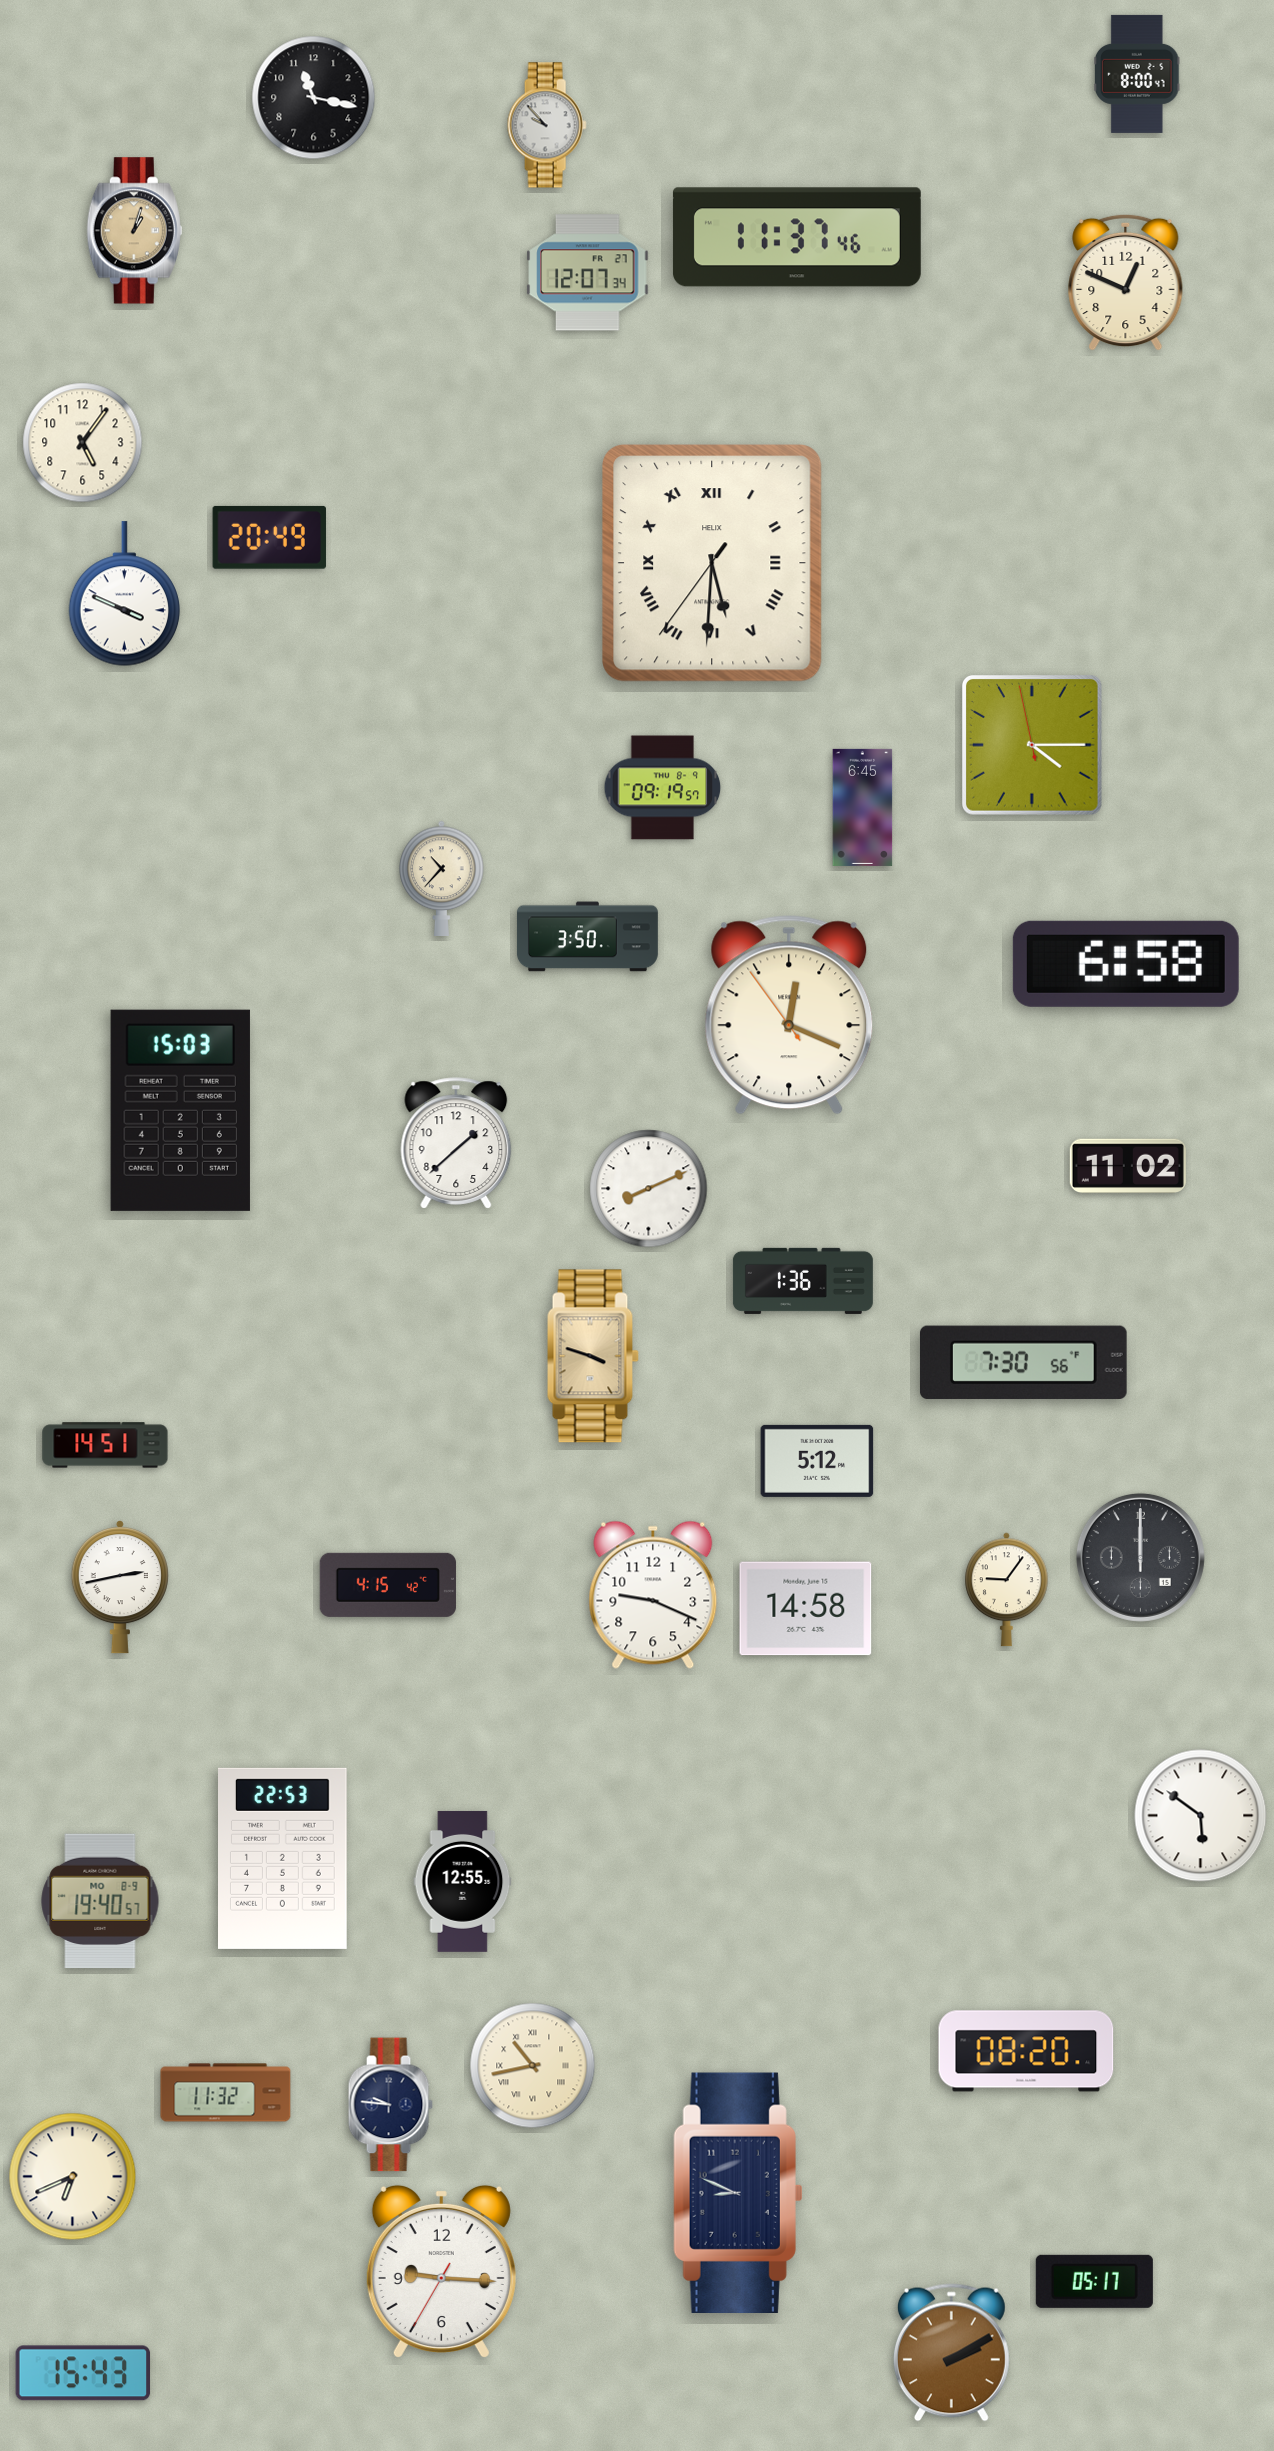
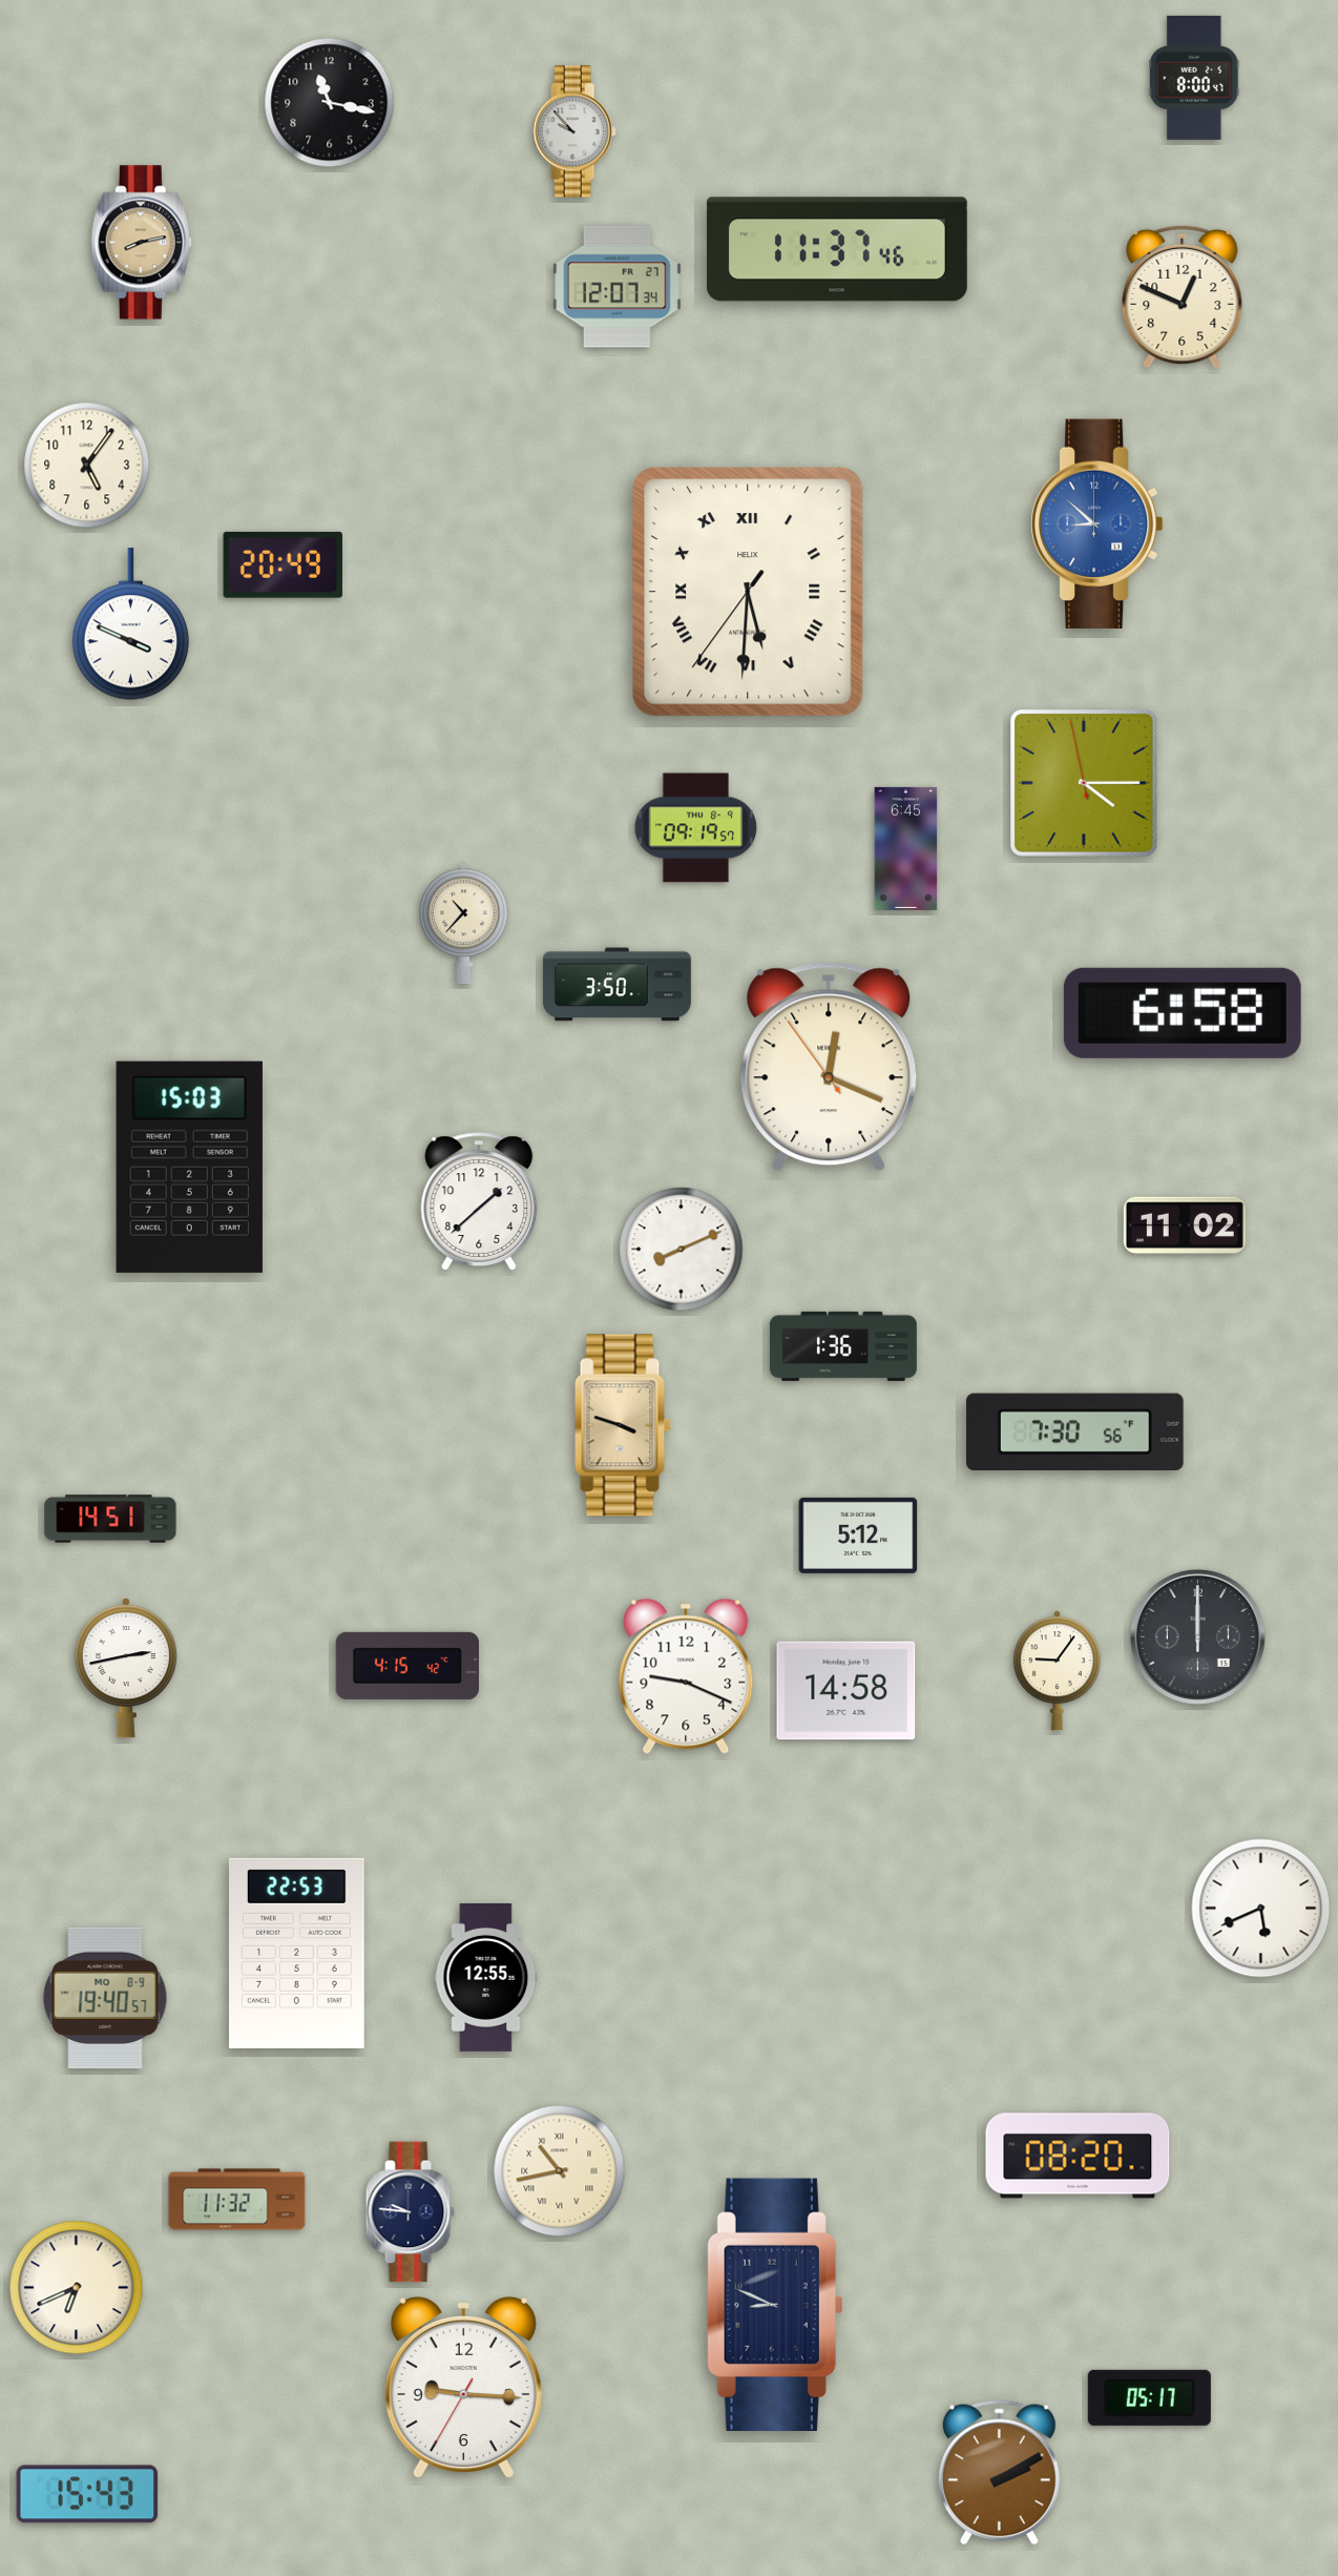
clock at (134, 231): 1:03 -> 8:13
clock at (1096, 523): none -> 8:52
clock at (1201, 1816): 5:51 -> 5:41
